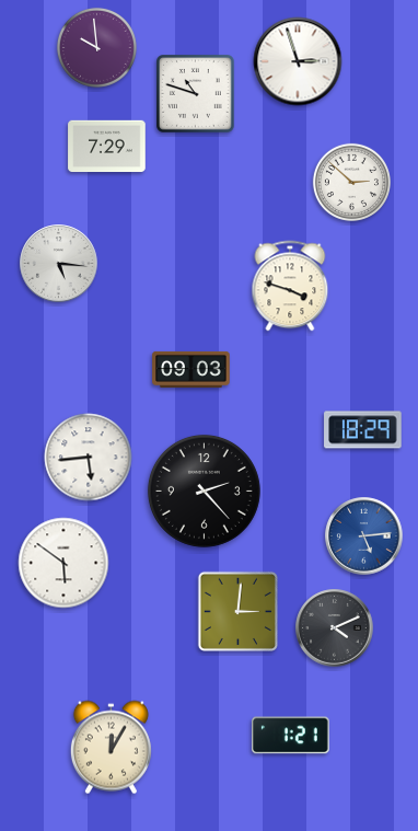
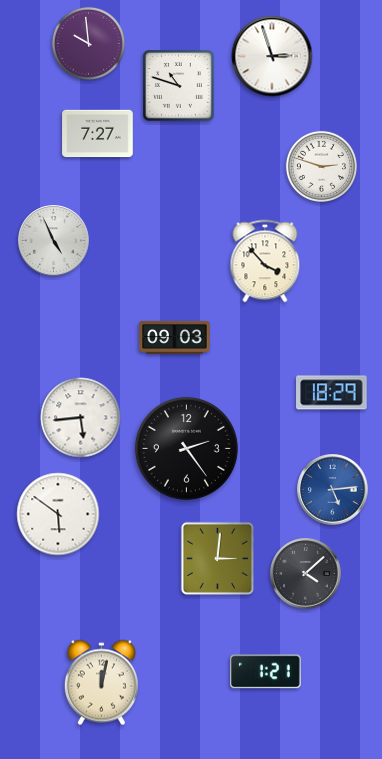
clock at (107, 147): 7:29 -> 7:27
clock at (351, 182): 2:52 -> 2:48
clock at (59, 264): 5:16 -> 4:56
clock at (290, 286): 3:48 -> 3:53
clock at (204, 490): 2:23 -> 2:24
clock at (335, 628): 4:11 -> 4:08
clock at (111, 748): 12:05 -> 12:02
